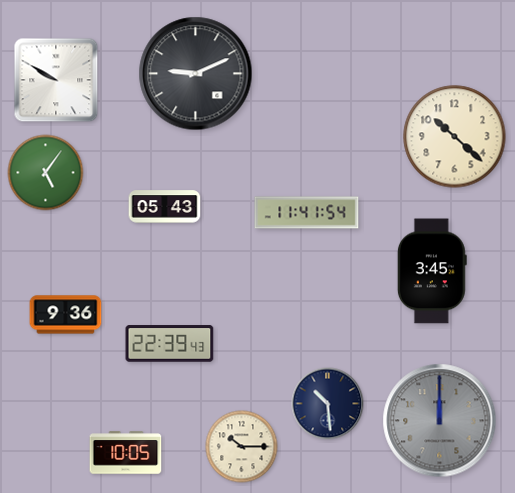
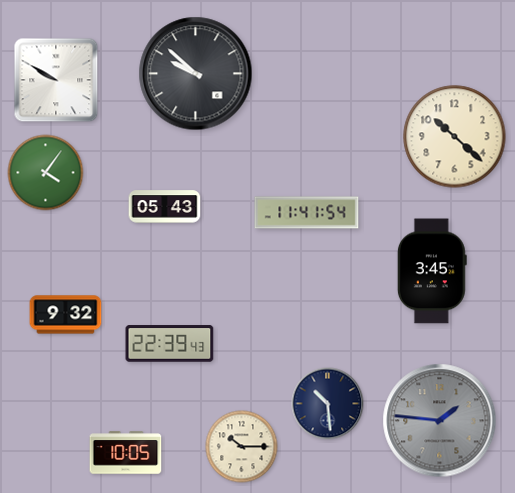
clock at (196, 74): 9:11 -> 9:52
clock at (46, 173): 5:06 -> 4:06
clock at (66, 315): 9:36 -> 9:32
clock at (440, 421): 12:00 -> 1:46
